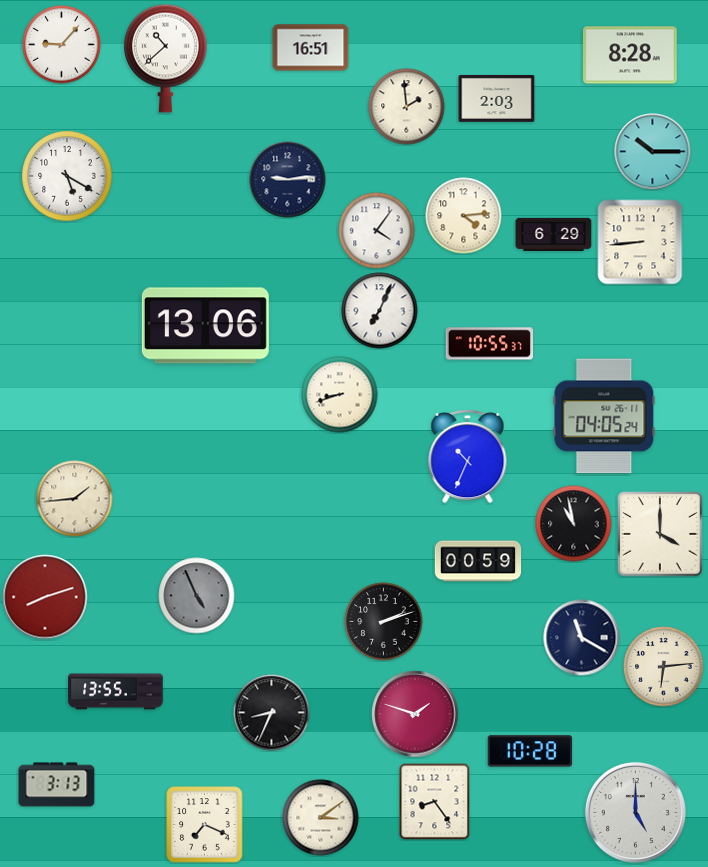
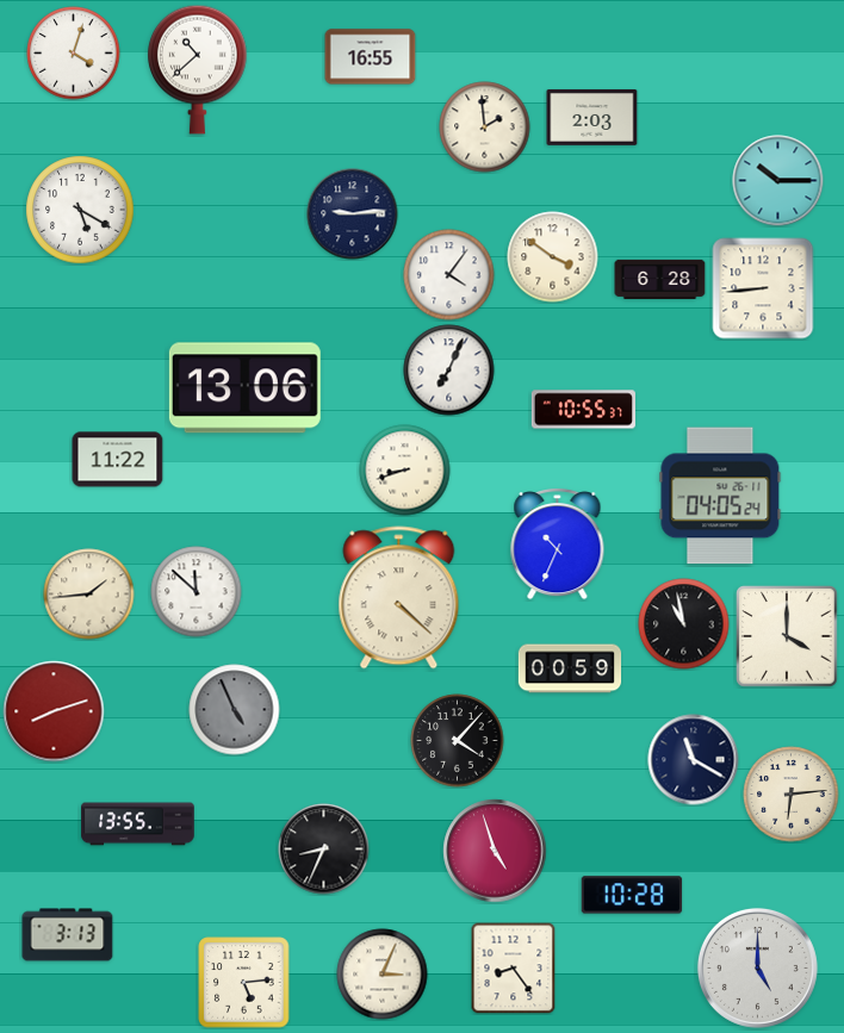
clock at (62, 45): 9:07 -> 4:03
clock at (311, 48): 16:51 -> 16:55
clock at (631, 55): 8:28 -> none
clock at (288, 180) position: (288, 180) -> (353, 214)
clock at (464, 216): 4:14 -> 3:51
clock at (554, 234): 6:29 -> 6:28
clock at (380, 311) position: (380, 311) -> (449, 371)
clock at (118, 460): none -> 11:22
clock at (197, 592): none -> 11:52
clock at (399, 598): none -> 4:22
clock at (384, 622): 2:12 -> 4:07
clock at (415, 714): 1:48 -> 4:57
clock at (435, 801) position: (435, 801) -> (514, 967)
clock at (321, 818): 3:09 -> 3:04
clock at (205, 825): 7:19 -> 5:14
